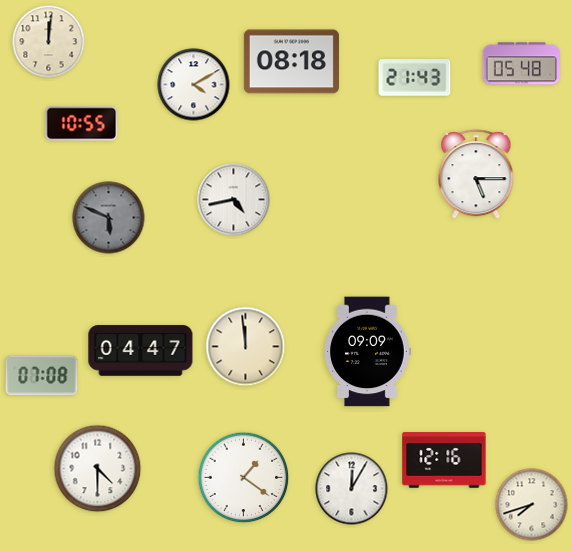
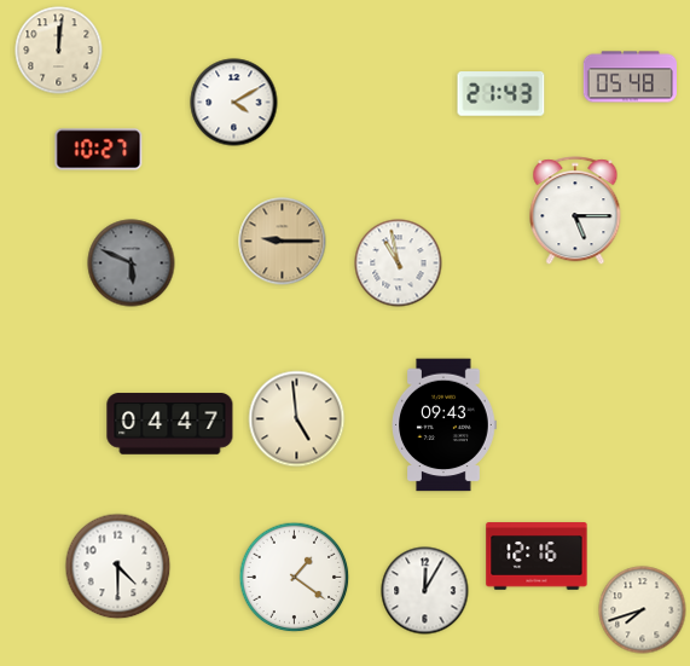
clock at (291, 62): 08:18 -> none
clock at (82, 124): 10:55 -> 10:27
clock at (234, 200): 4:43 -> 9:15
clock at (234, 200) dial: white -> champagne
clock at (399, 263): none -> 10:58
clock at (246, 347): 11:59 -> 4:59
clock at (367, 352): 09:09 -> 09:43
clock at (42, 376): 07:08 -> none
